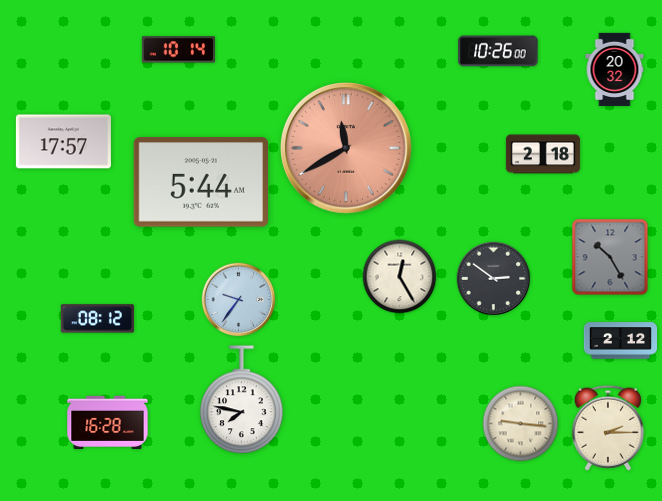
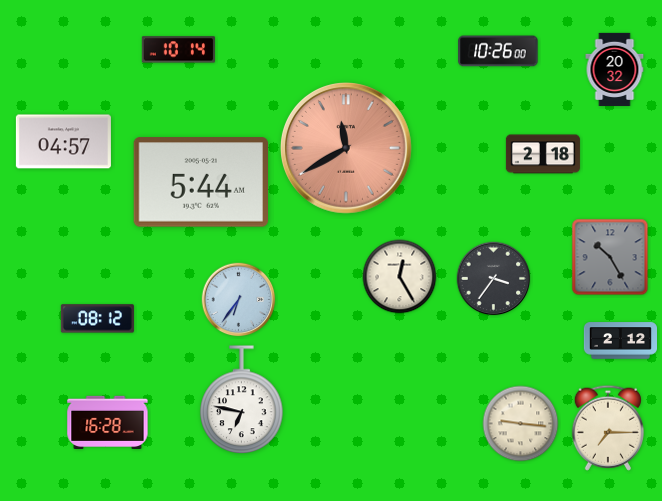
clock at (63, 142): 17:57 -> 04:57
clock at (494, 279): 2:51 -> 3:36
clock at (239, 300): 9:36 -> 6:36
clock at (242, 400): 7:47 -> 6:47
clock at (608, 428): 2:15 -> 7:15
